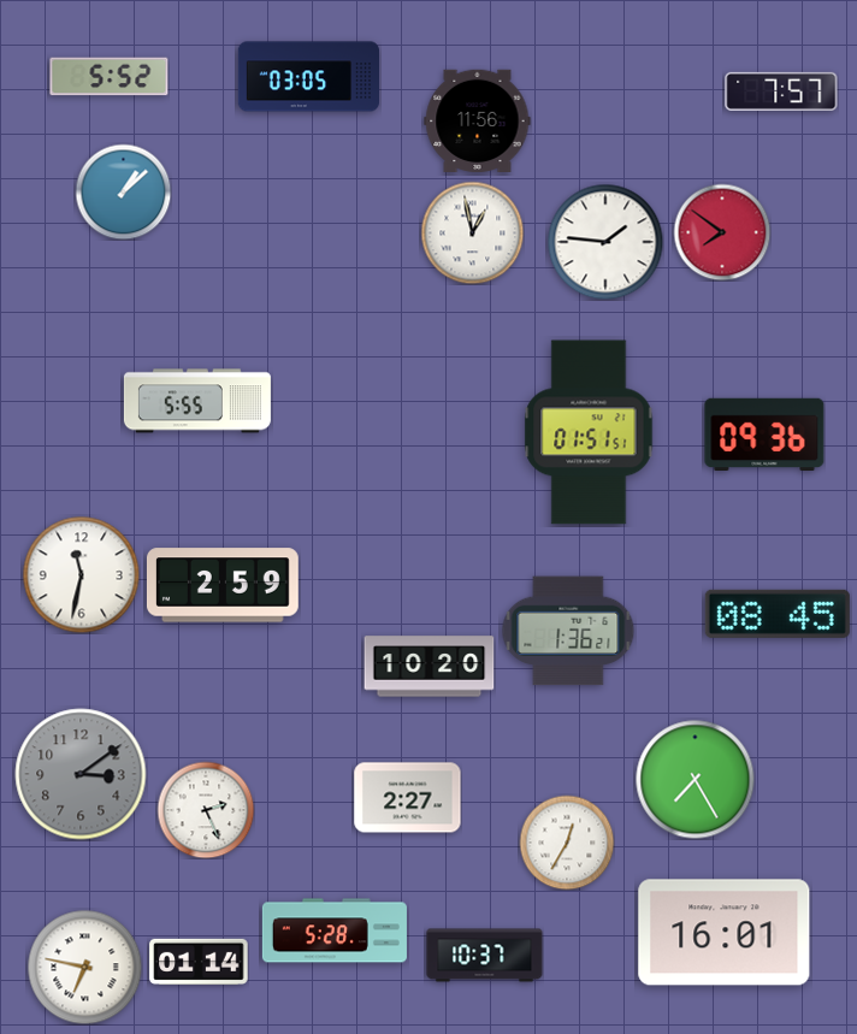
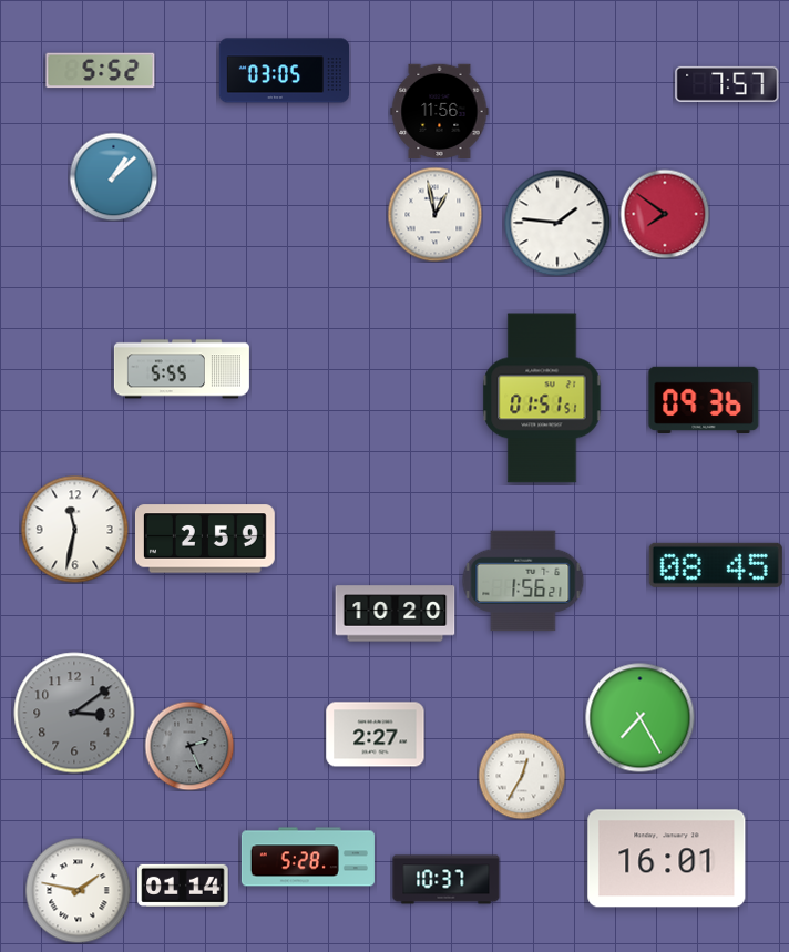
clock at (781, 91) position: (781, 91) -> (727, 84)
clock at (568, 631): 1:36 -> 1:56
clock at (206, 810) dial: white -> grey
clock at (84, 967): 6:47 -> 1:47
